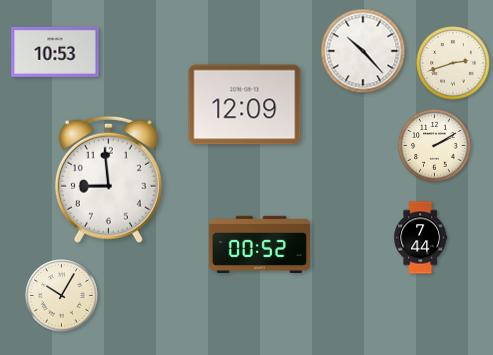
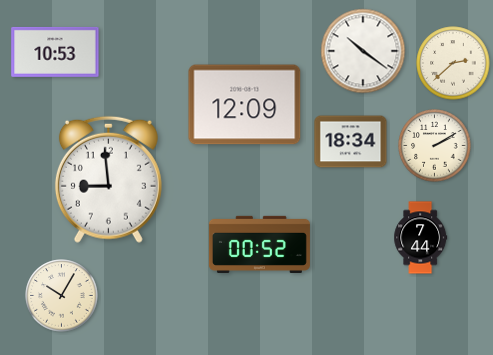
clock at (363, 51): 10:23 -> 10:21
clock at (453, 63): 2:42 -> 2:38
clock at (351, 142): none -> 18:34
